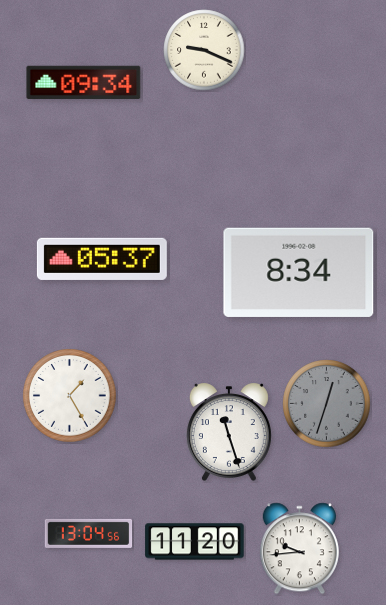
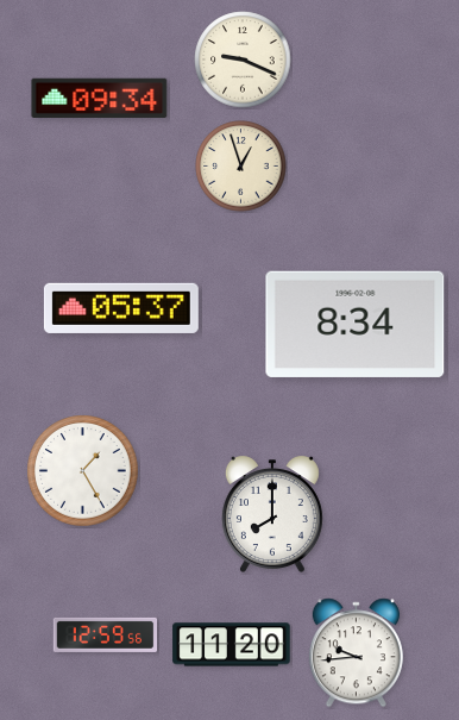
clock at (241, 167): none -> 12:57
clock at (327, 404): 12:33 -> none
clock at (229, 432): 11:27 -> 8:00
clock at (89, 533): 13:04 -> 12:59
